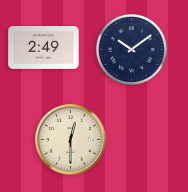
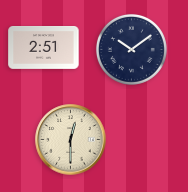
clock at (44, 48): 2:49 -> 2:51
